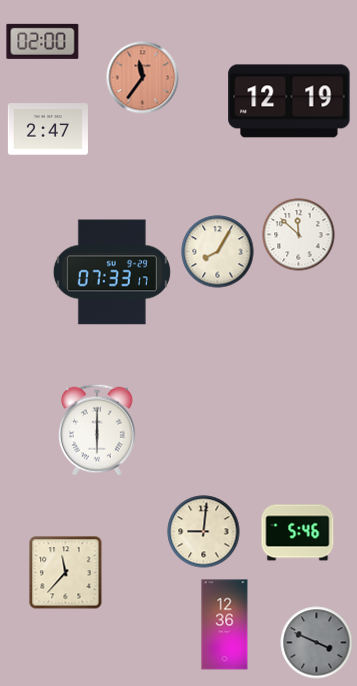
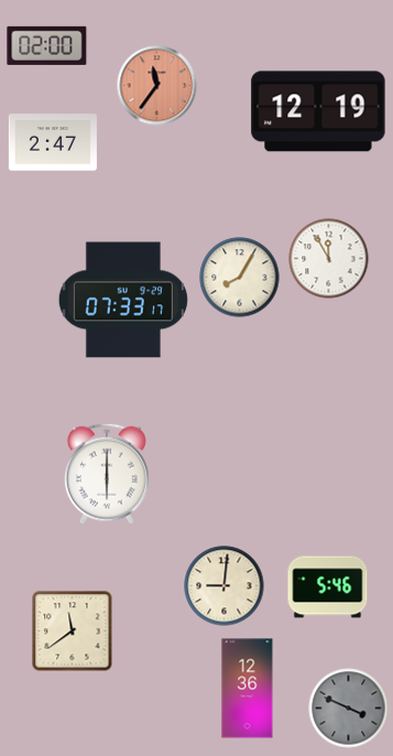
clock at (299, 235): 11:52 -> 11:55
clock at (66, 573): 11:37 -> 11:39
